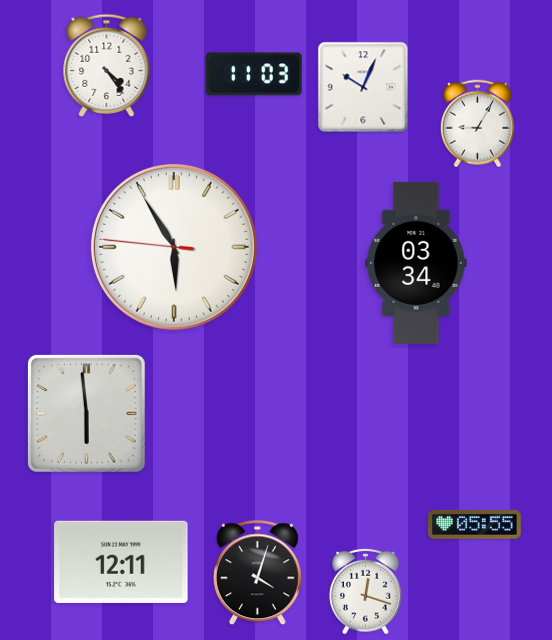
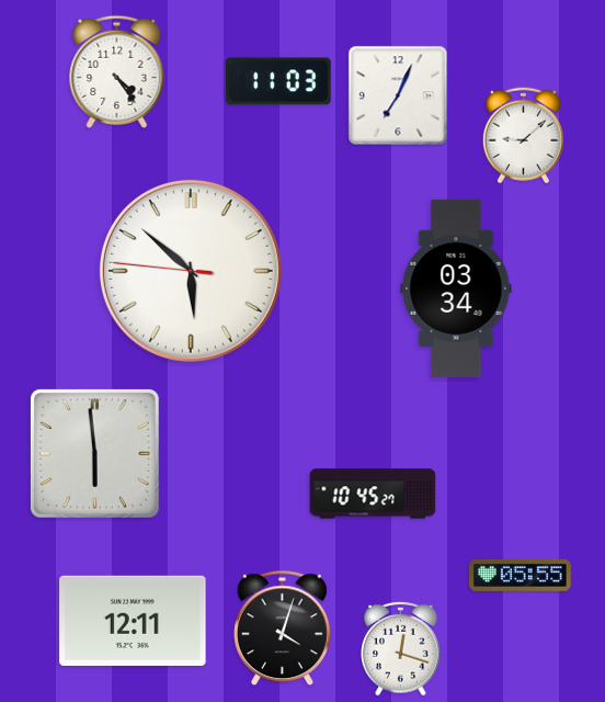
clock at (363, 87): 10:04 -> 7:04
clock at (477, 124): 9:05 -> 9:08
clock at (174, 247): 5:54 -> 5:51
clock at (373, 494): none -> 10:45
clock at (121, 562) position: (121, 562) -> (133, 621)
